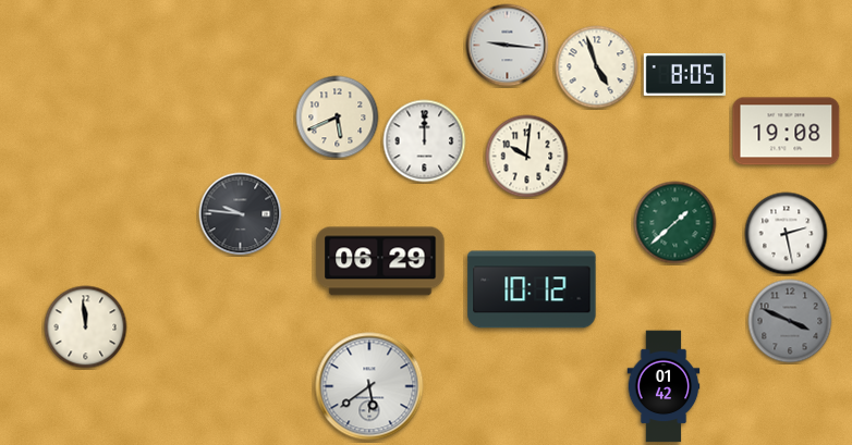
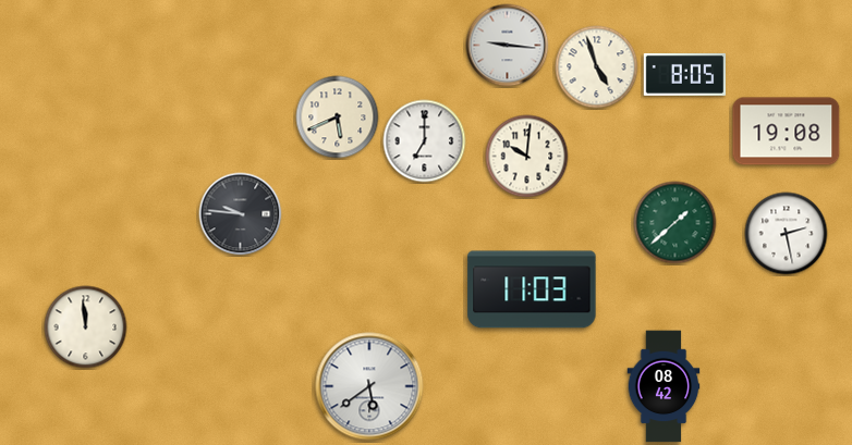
clock at (425, 141): 12:00 -> 7:00
clock at (380, 261): 06:29 -> none
clock at (532, 289): 10:12 -> 11:03
clock at (790, 321): 3:49 -> none
clock at (664, 386): 01:42 -> 08:42
